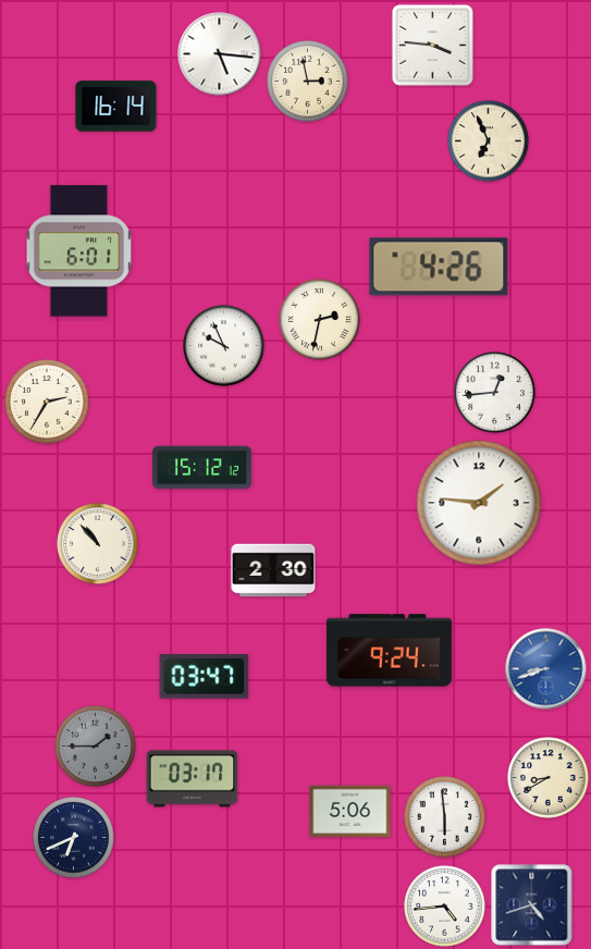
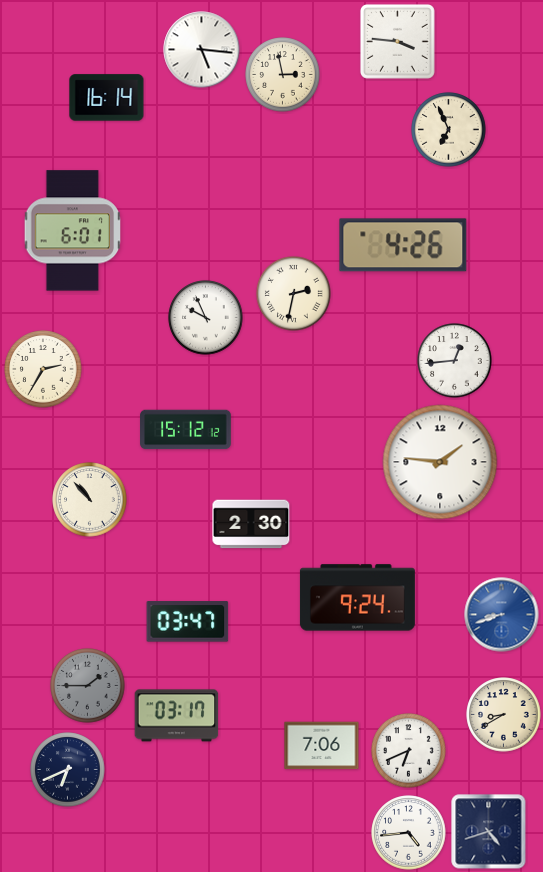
clock at (350, 812): 5:06 -> 7:06
clock at (445, 817): 5:59 -> 6:41
